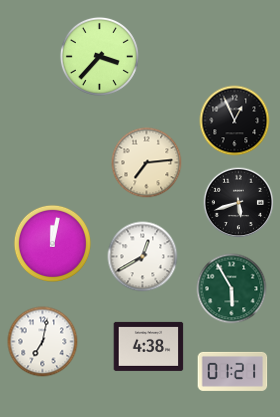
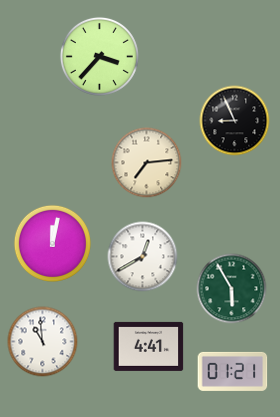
clock at (235, 121): 12:56 -> 8:56
clock at (239, 203): 5:42 -> none
clock at (43, 342): 7:02 -> 10:59
clock at (149, 346): 4:38 -> 4:41
